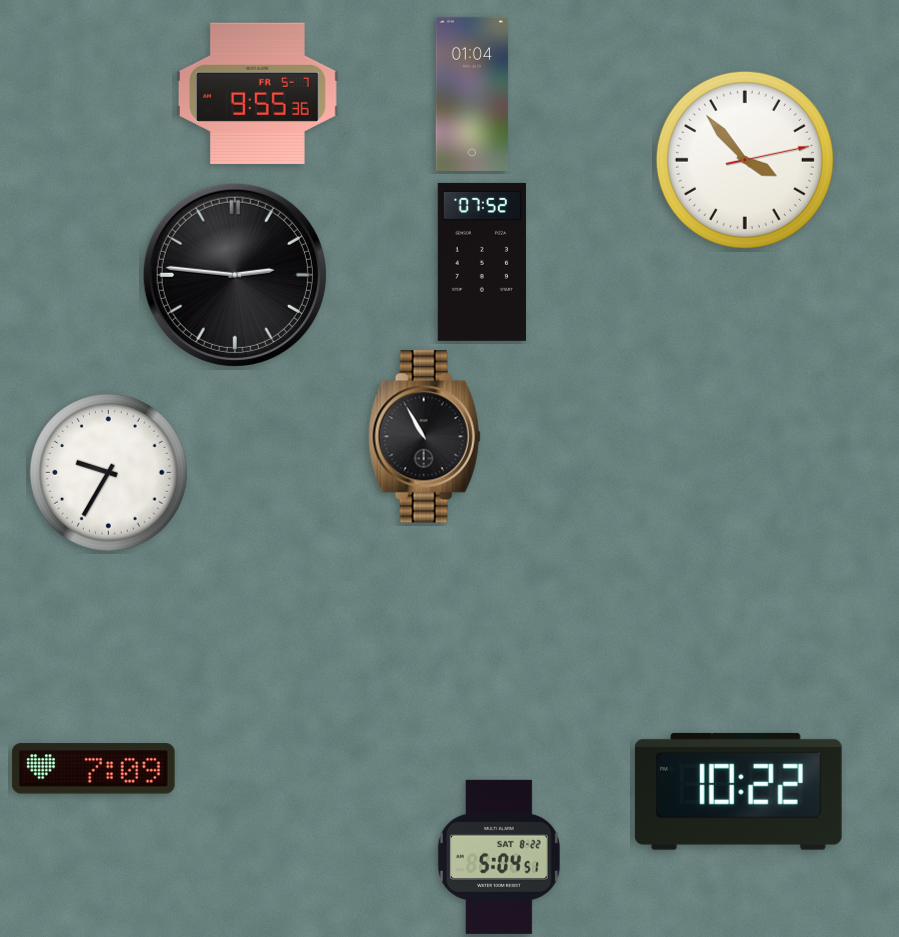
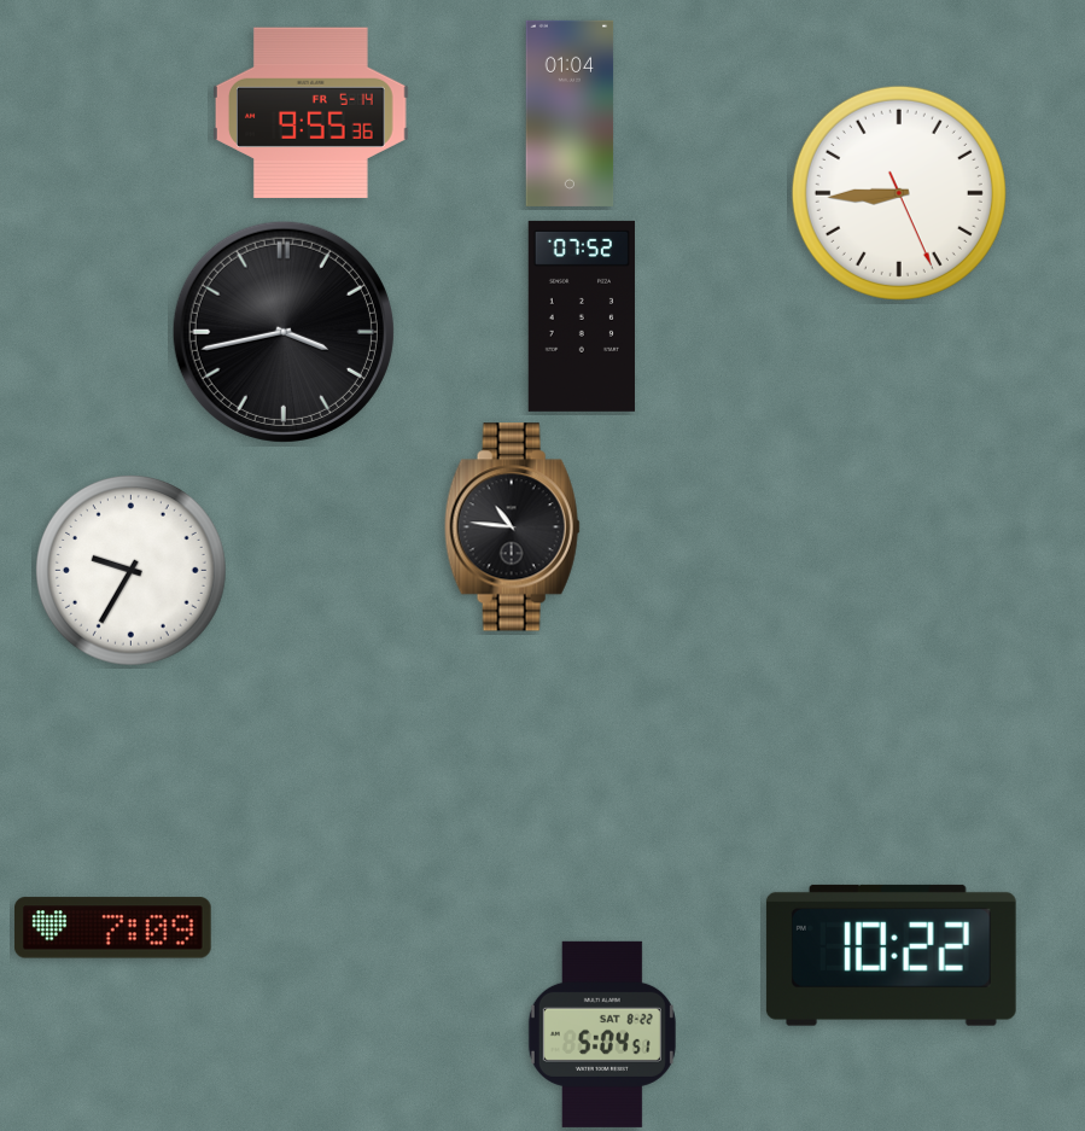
clock at (258, 94) date: FR 5-7 -> FR 5-14
clock at (745, 160): 3:53 -> 8:44
clock at (235, 275): 2:46 -> 3:43
clock at (424, 437): 10:55 -> 10:46
